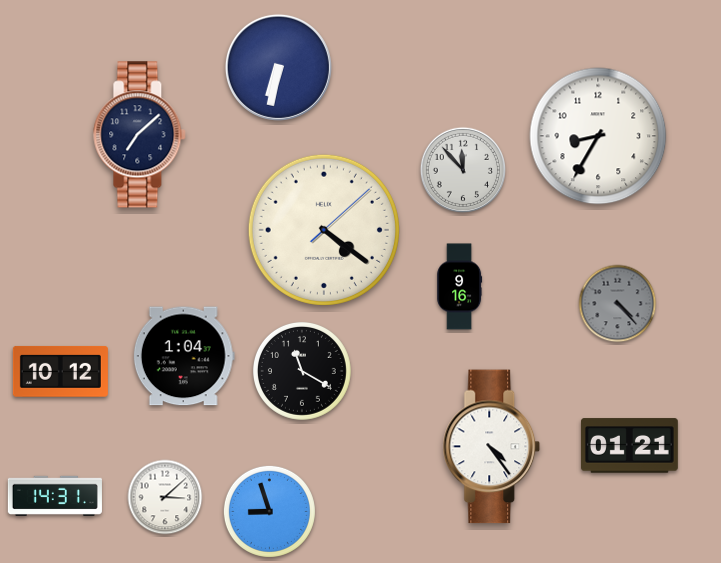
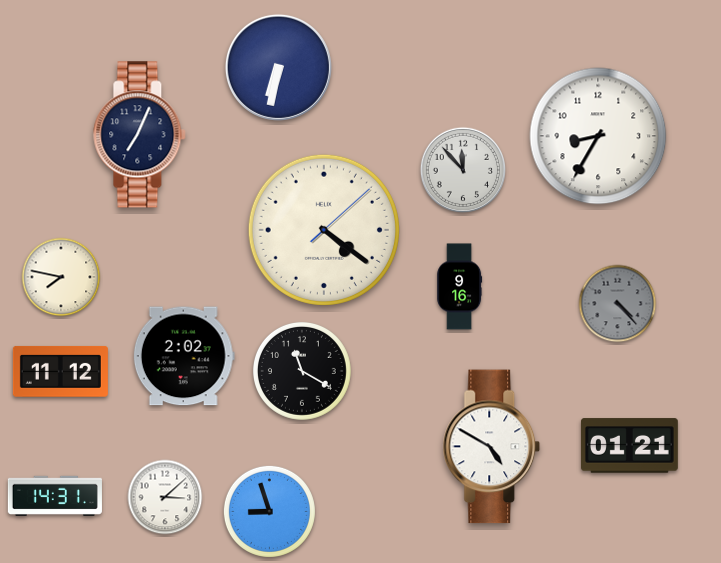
clock at (140, 135): 7:08 -> 7:04
clock at (61, 277): none -> 7:47
clock at (184, 356): 1:04 -> 2:02
clock at (60, 371): 10:12 -> 11:12
clock at (492, 447): 4:24 -> 4:50
